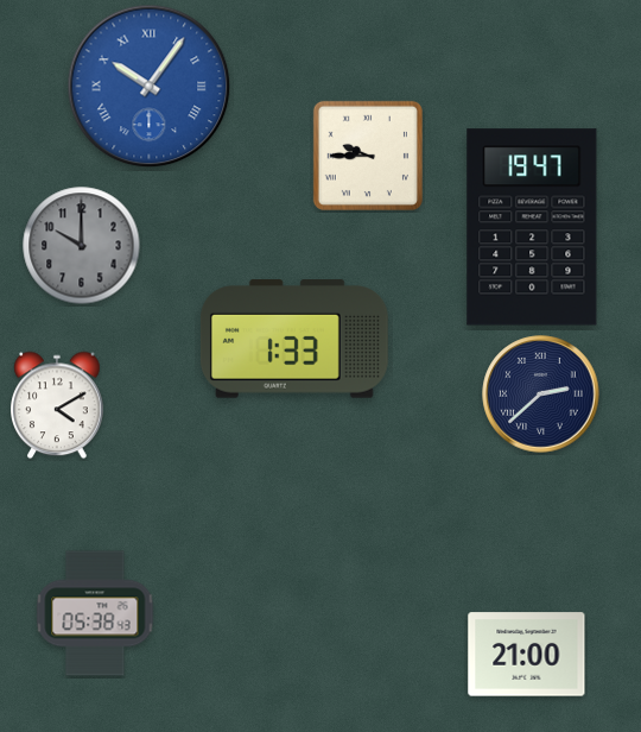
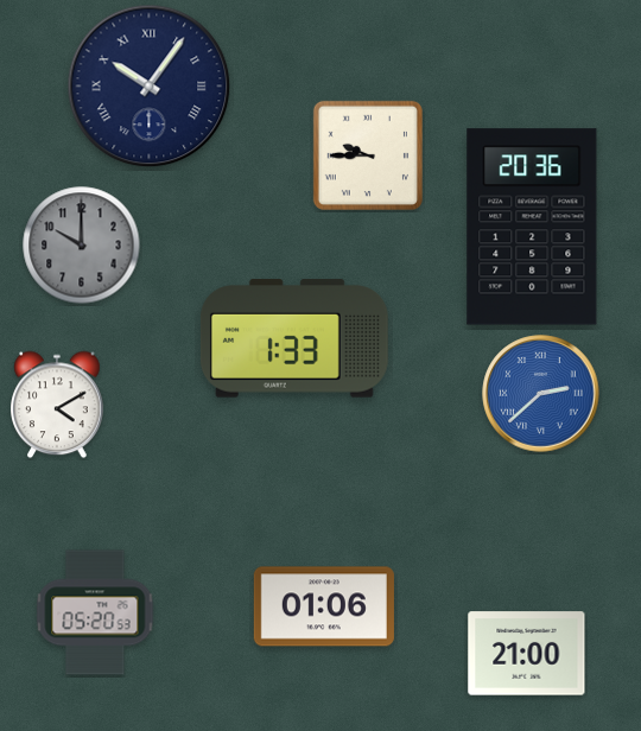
clock at (150, 87) dial: blue -> navy
clock at (532, 227): 19:47 -> 20:36
clock at (541, 395) dial: navy -> blue
clock at (324, 606): none -> 01:06
clock at (95, 613): 05:38 -> 05:20
